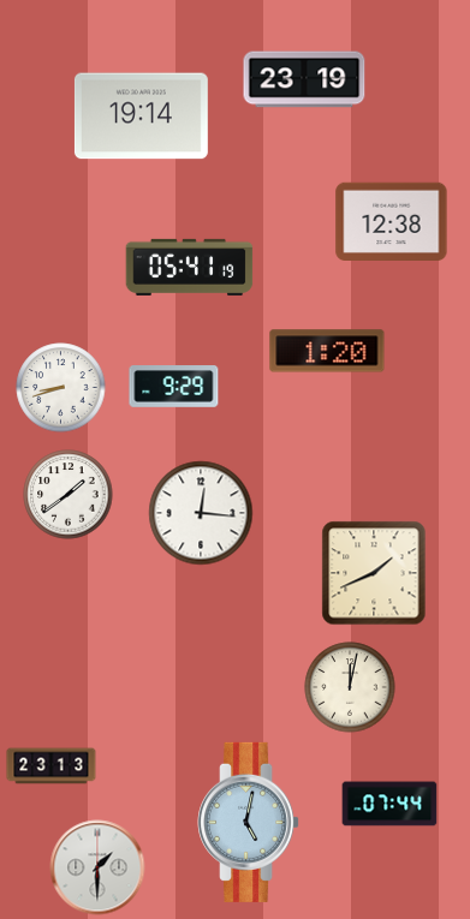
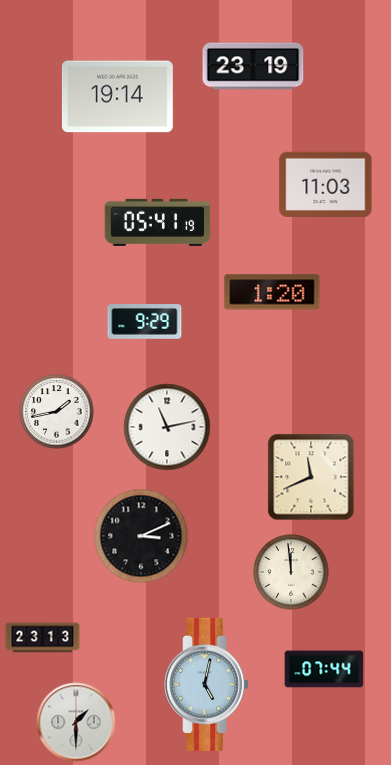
clock at (392, 221): 12:38 -> 11:03
clock at (61, 388): 8:42 -> none
clock at (69, 495): 1:39 -> 1:43
clock at (201, 513): 12:16 -> 11:13
clock at (374, 573): 1:41 -> 11:41
clock at (141, 536): none -> 3:11
clock at (350, 687): 12:02 -> 11:59
clock at (97, 867) position: (97, 867) -> (76, 722)
